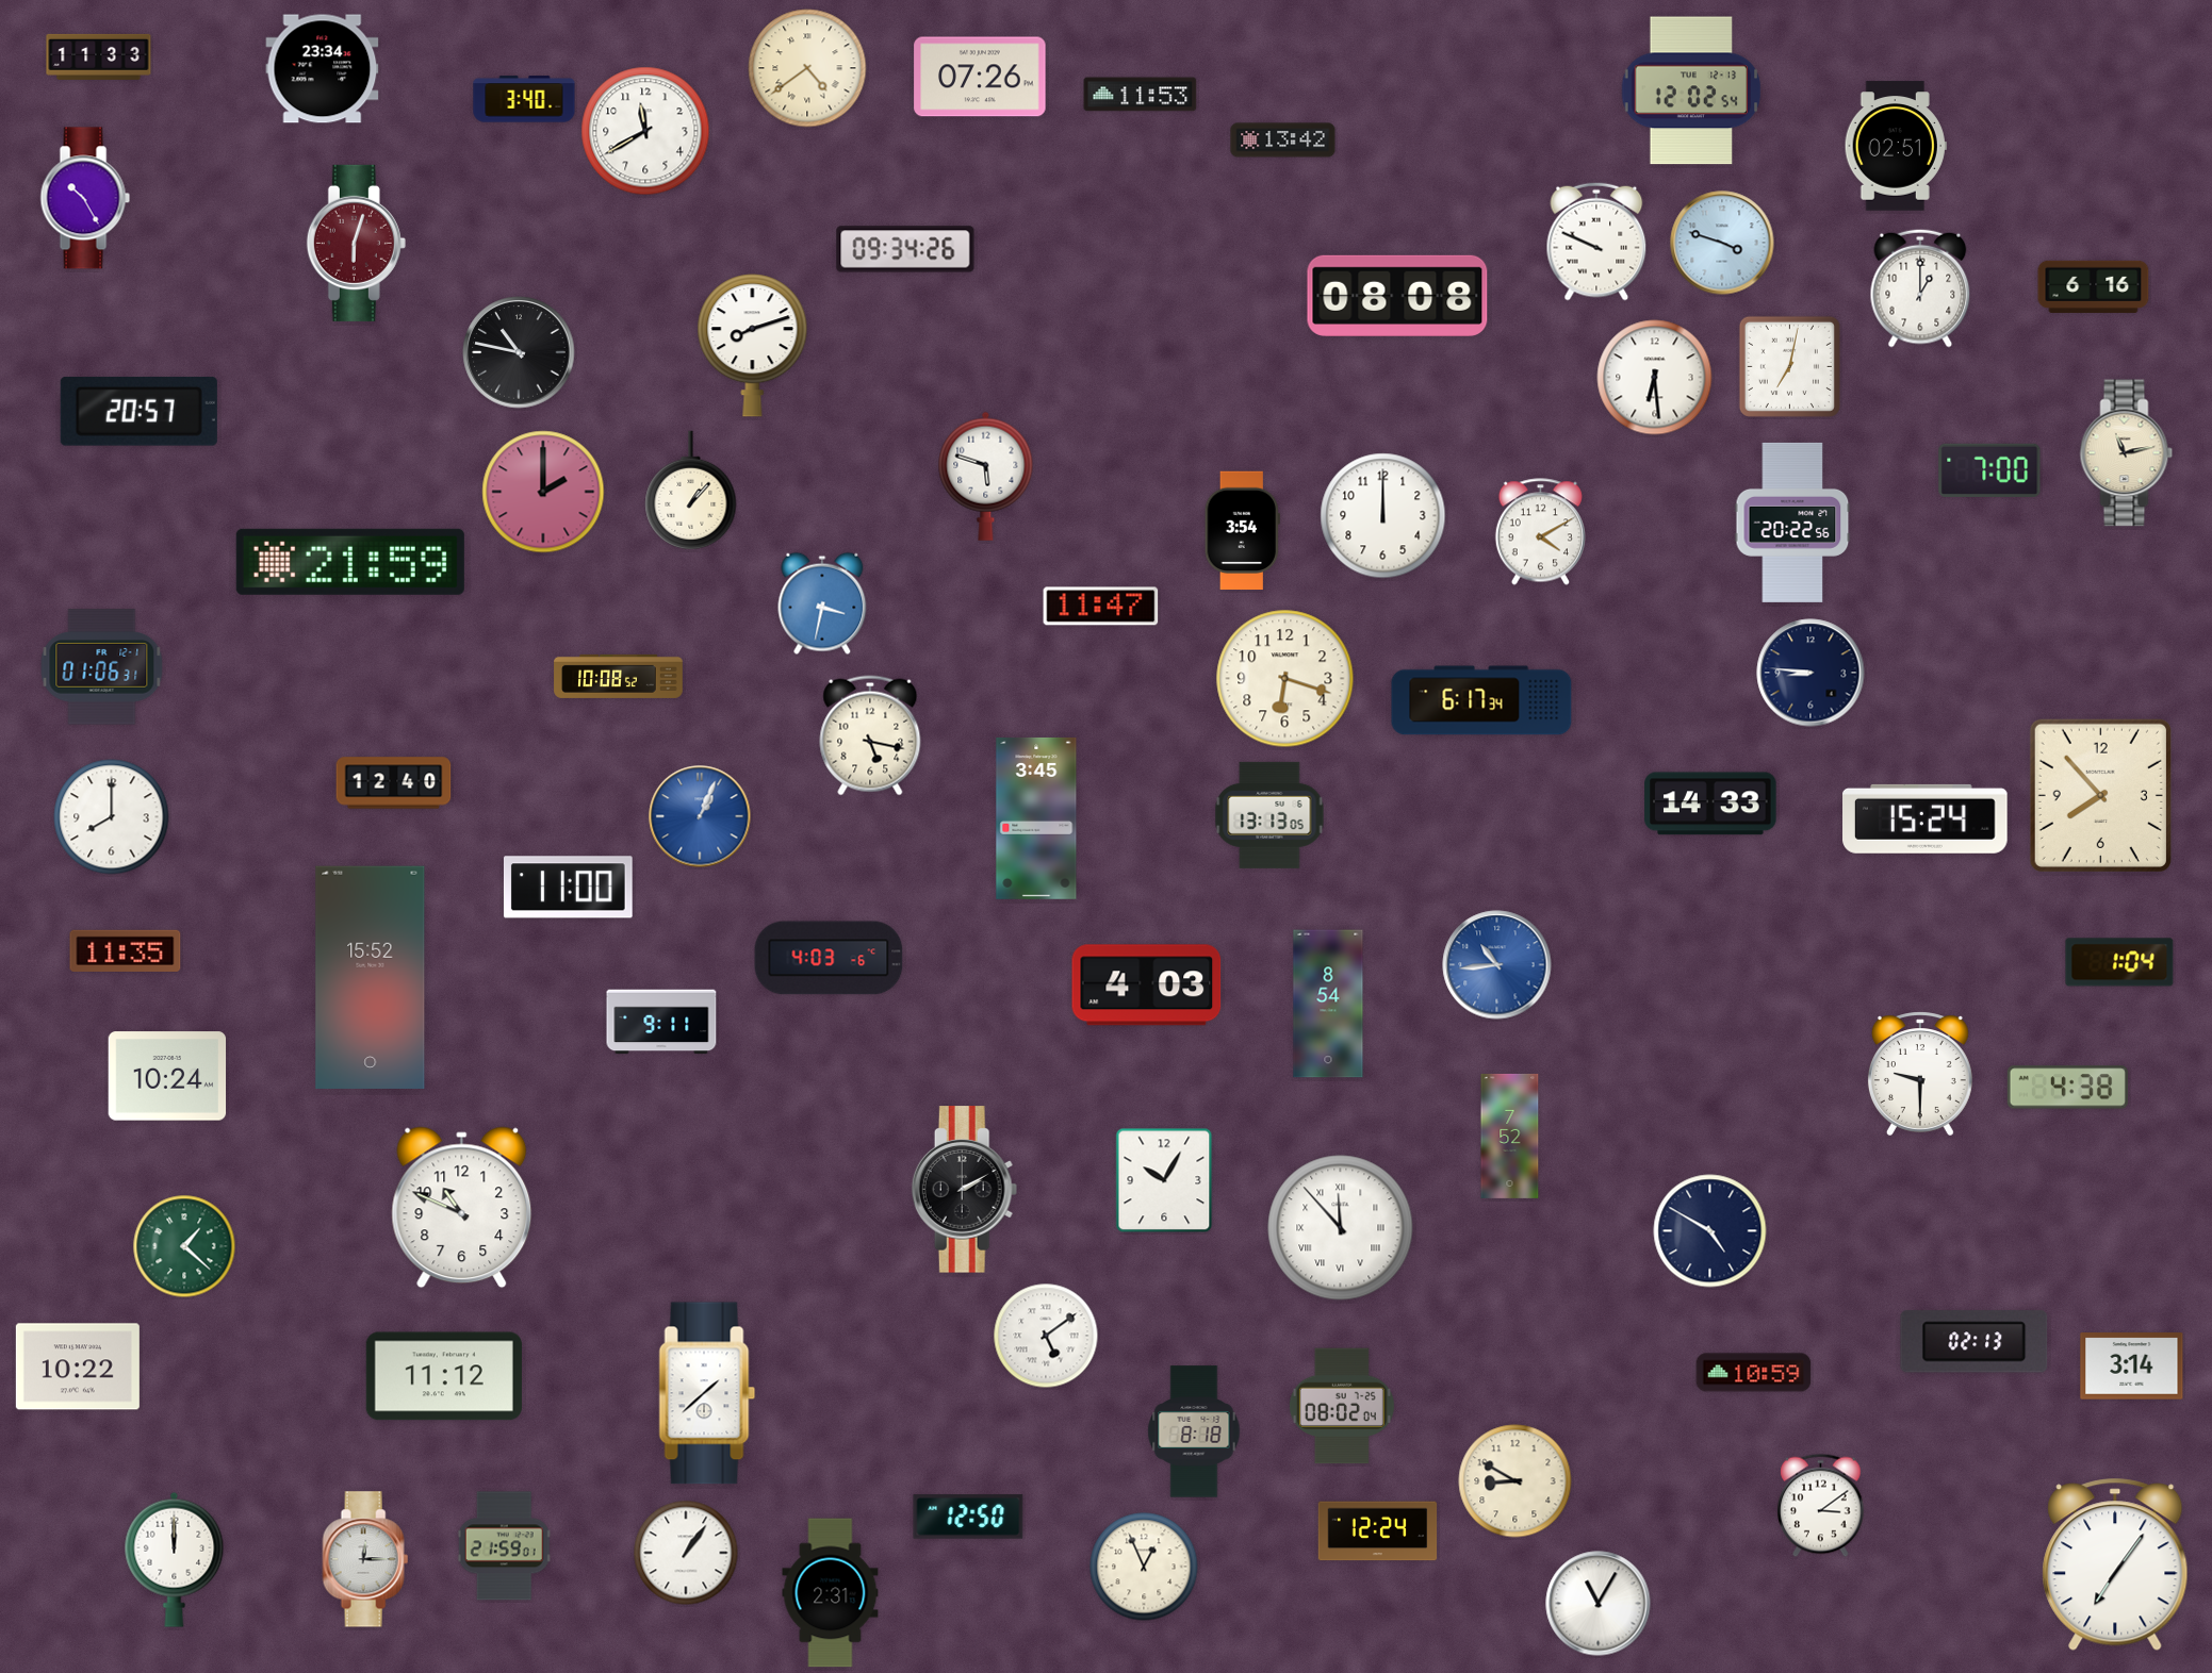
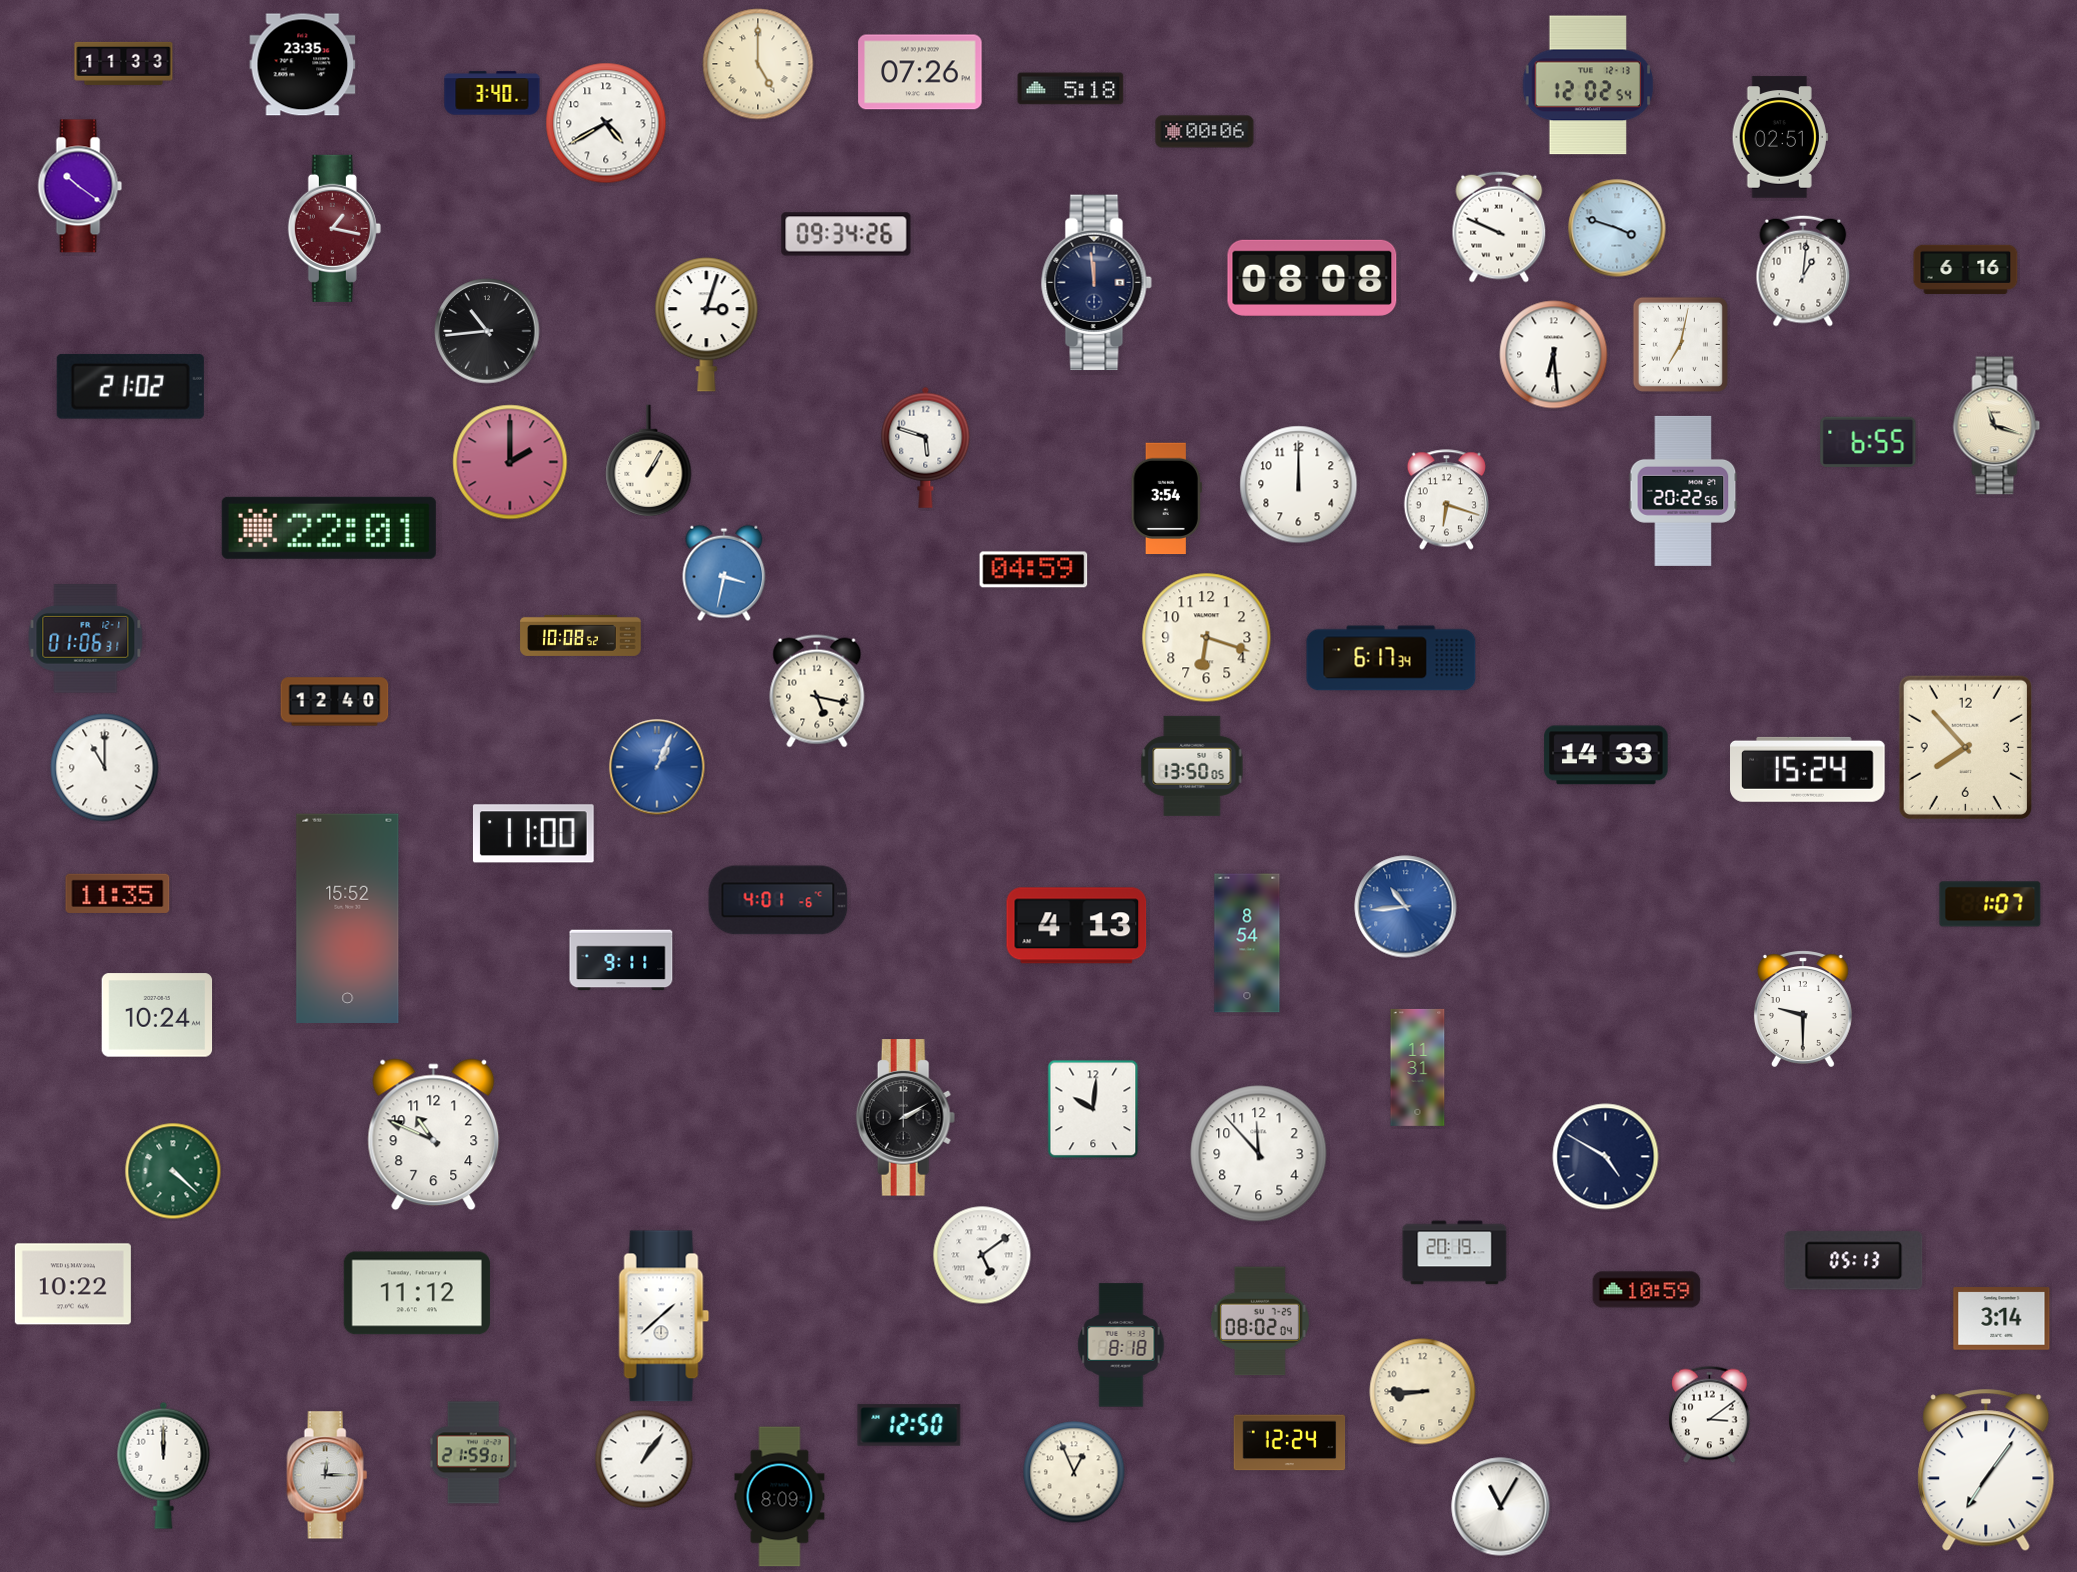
clock at (99, 56) position: (99, 56) -> (124, 63)
clock at (807, 68): 4:39 -> 5:00
clock at (323, 69): 23:34 -> 23:35
clock at (1141, 95): 11:53 -> 5:18
clock at (645, 131): 11:40 -> 4:40
clock at (1283, 140): 13:42 -> 00:06
clock at (85, 198): 10:25 -> 10:21
clock at (356, 243): 6:03 -> 1:17
clock at (905, 249) position: (905, 249) -> (846, 234)
clock at (1920, 288): 1:00 -> 1:01
clock at (1096, 283): none -> 11:59
clock at (753, 346): 8:12 -> 3:03
clock at (519, 352): 10:47 -> 10:44
clock at (138, 411): 20:57 -> 21:02
clock at (2127, 453): 11:13 -> 11:18
clock at (1989, 470): 7:00 -> 6:55
clock at (691, 491): 1:07 -> 1:05
clock at (1540, 532): 4:10 -> 6:18
clock at (350, 562): 21:59 -> 22:01
clock at (822, 603) position: (822, 603) -> (724, 573)
clock at (1101, 607): 11:47 -> 04:59
clock at (102, 667) position: (102, 667) -> (86, 639)
clock at (1810, 673): 8:46 -> none
clock at (394, 783) position: (394, 783) -> (335, 702)
clock at (2100, 795) position: (2100, 795) -> (1965, 747)
clock at (1269, 815): 13:13 -> 13:50
clock at (112, 817): 8:00 -> 11:00
clock at (1036, 818): 3:45 -> none
clock at (829, 958): 4:03 -> 4:01
clock at (2119, 962): 1:04 -> 1:07
clock at (1147, 985): 4:03 -> 4:13
clock at (167, 1076) position: (167, 1076) -> (157, 1015)
clock at (2067, 1088): 4:38 -> none
clock at (1510, 1136): 7:52 -> 11:31
clock at (1164, 1180): 10:05 -> 10:01
clock at (1341, 1228) numerals: Roman -> Arabic
clock at (184, 1246): 1:22 -> 4:22
clock at (1455, 1253): none -> 20:19
clock at (1975, 1342): 02:13 -> 05:13
clock at (2132, 1366) position: (2132, 1366) -> (2002, 1319)
clock at (707, 1393) position: (707, 1393) -> (664, 1316)
clock at (1515, 1481): 8:50 -> 8:45
clock at (1378, 1531) position: (1378, 1531) -> (1290, 1443)
clock at (365, 1559) position: (365, 1559) -> (327, 1475)
clock at (831, 1593): 2:31 -> 8:09
